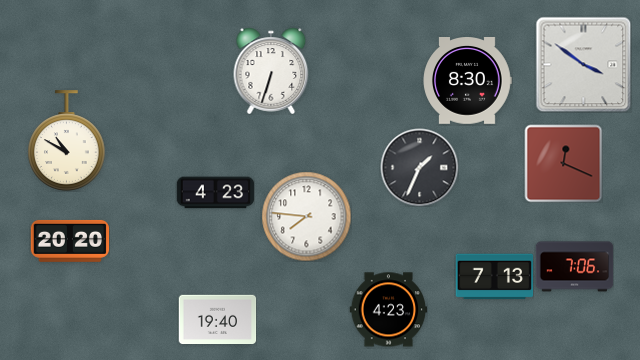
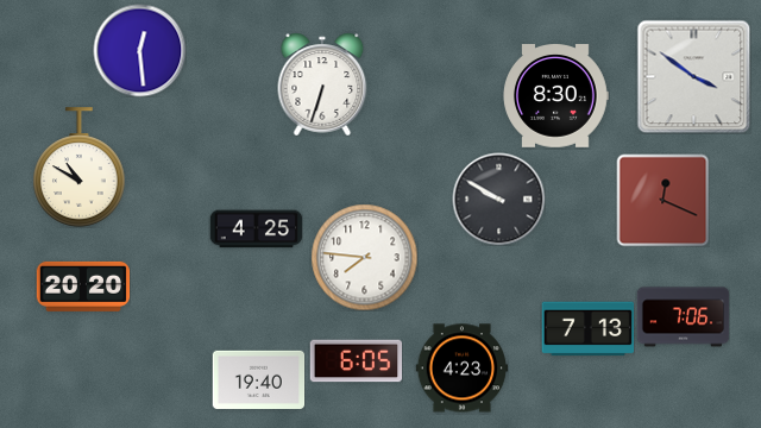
clock at (139, 50): none -> 12:29
clock at (563, 163) position: (563, 163) -> (662, 200)
clock at (419, 167): 1:34 -> 9:50
clock at (215, 193): 4:23 -> 4:25
clock at (356, 361): none -> 6:05
